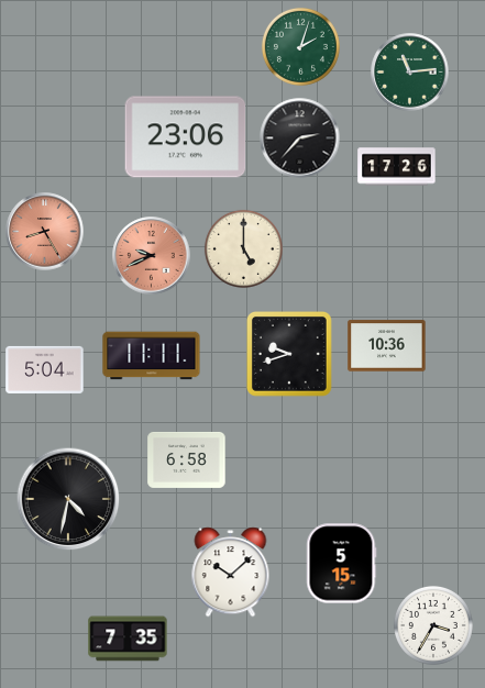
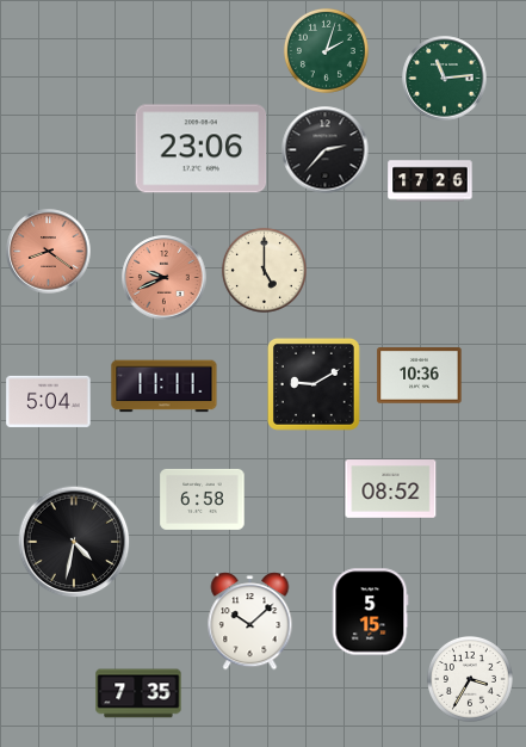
clock at (45, 232): 8:25 -> 8:21
clock at (289, 354): 9:42 -> 9:10
clock at (391, 489): none -> 08:52
